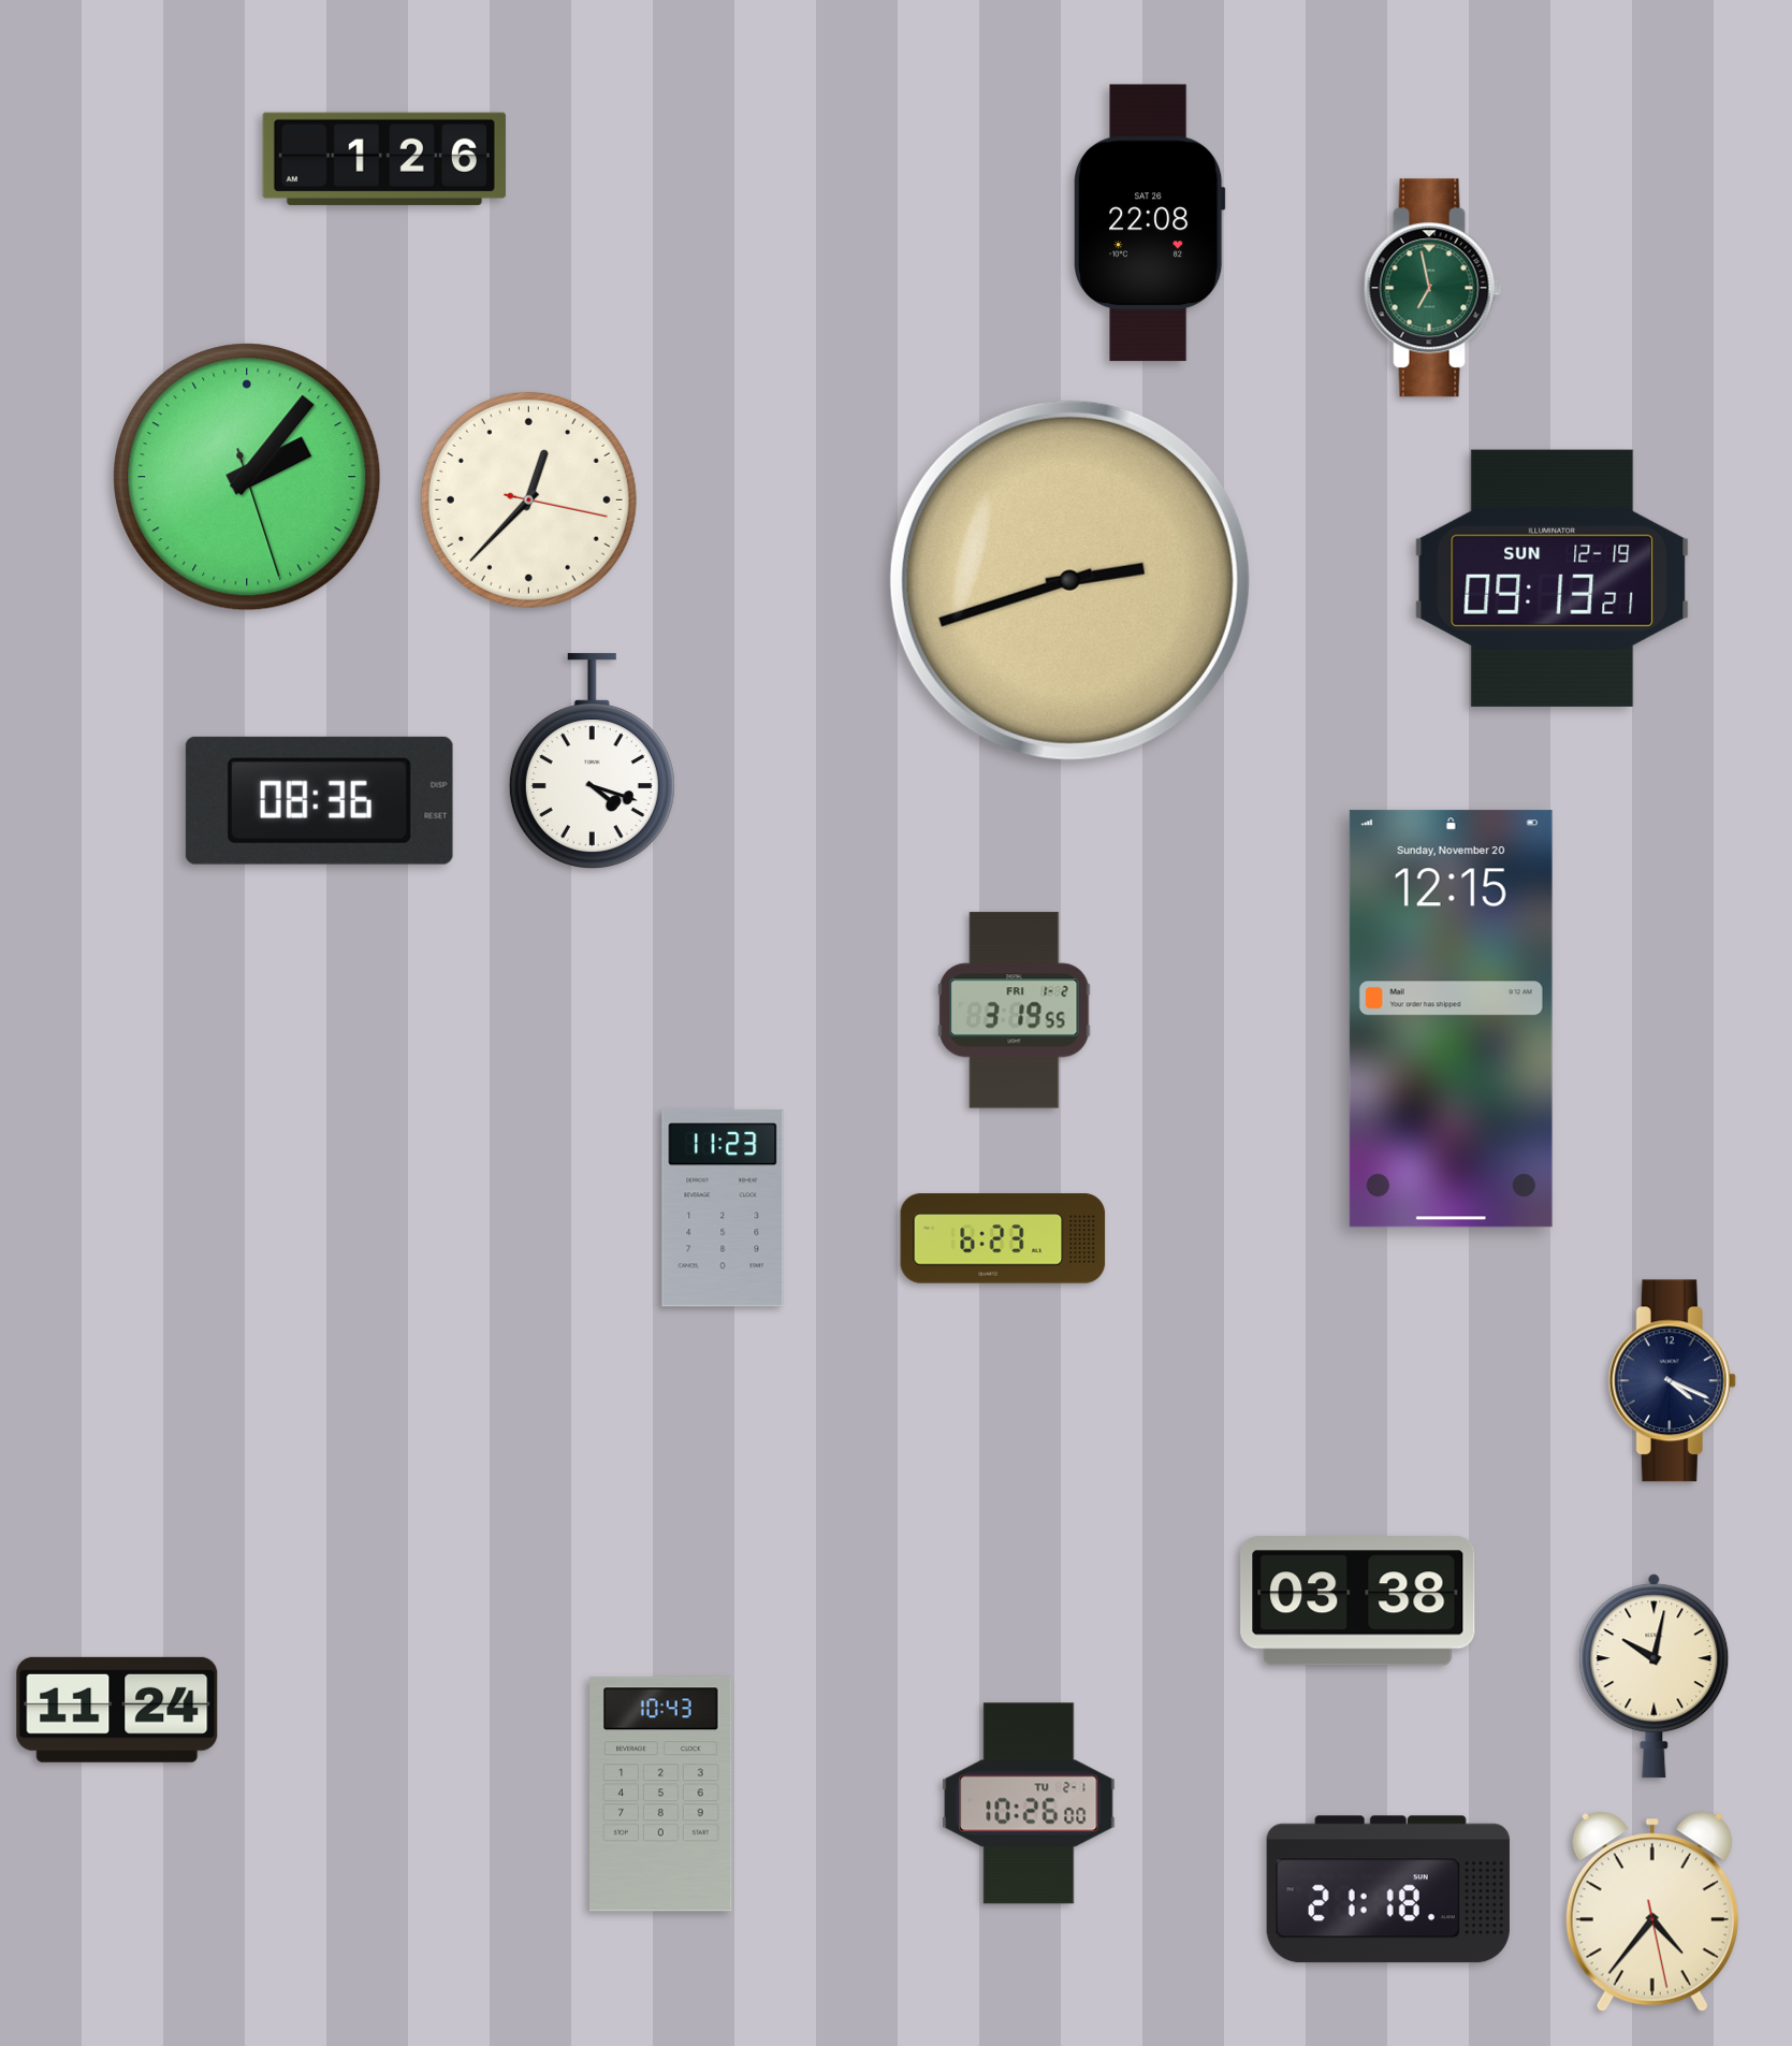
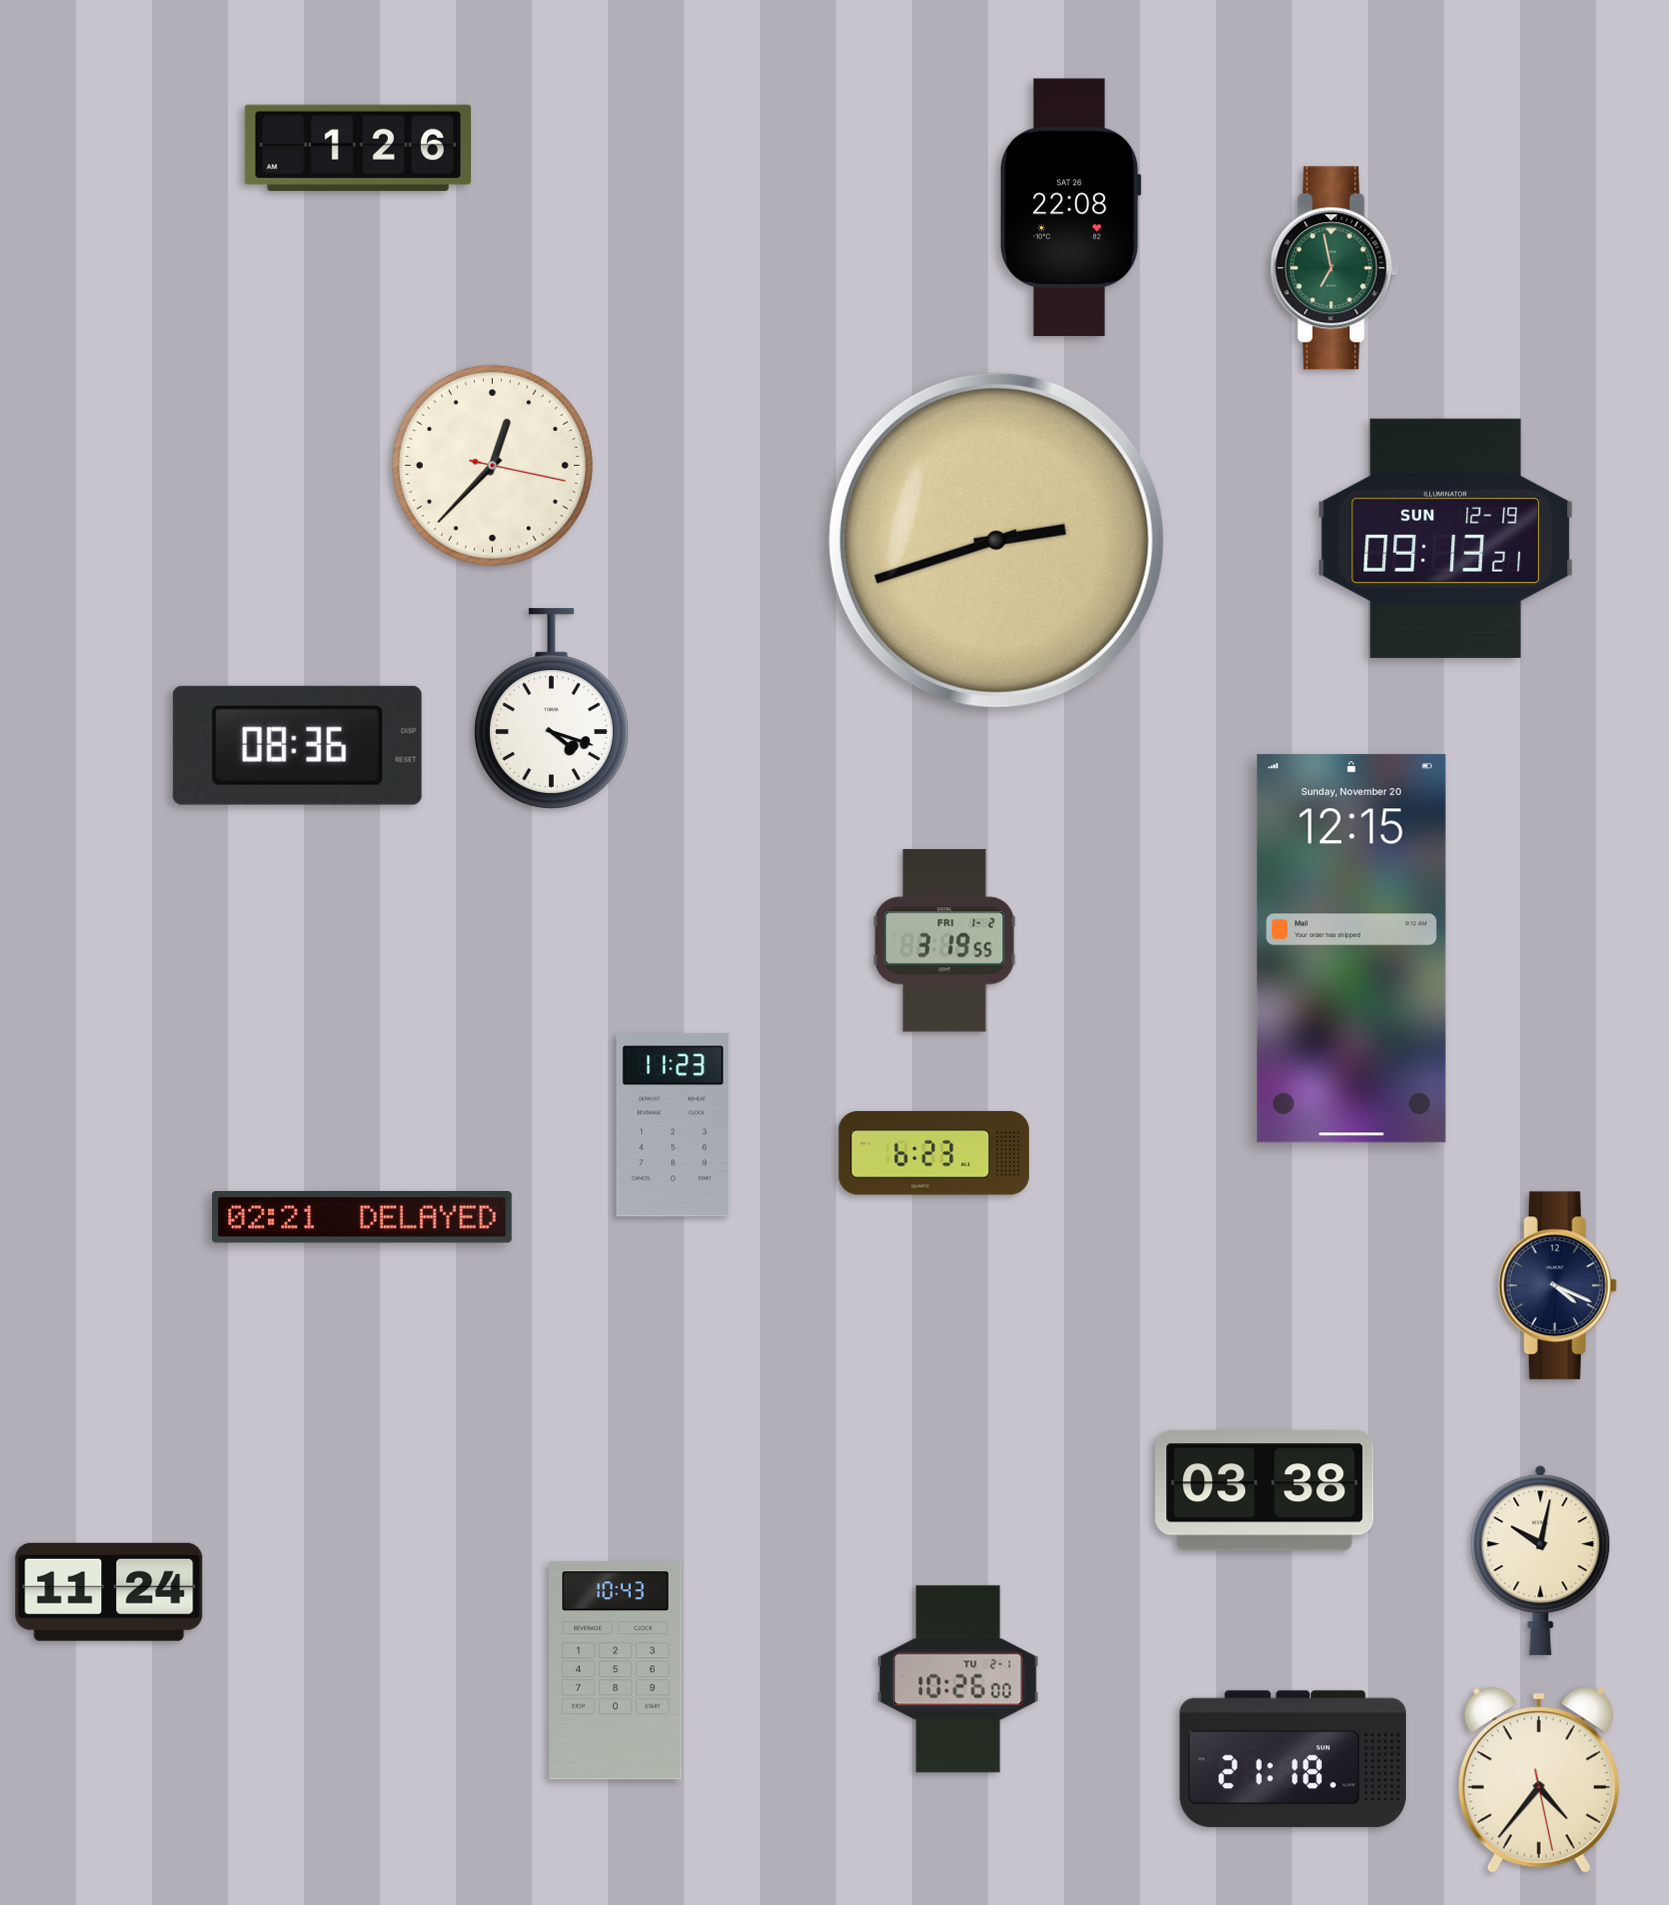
clock at (247, 477): 2:06 -> none
clock at (362, 1218): none -> 02:21
